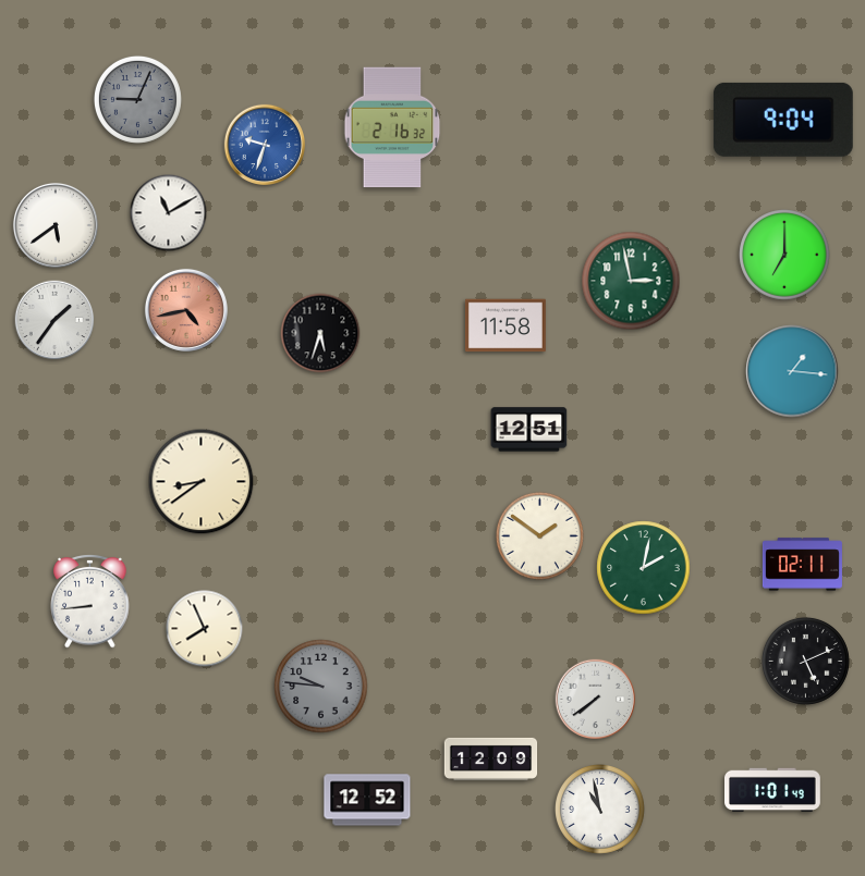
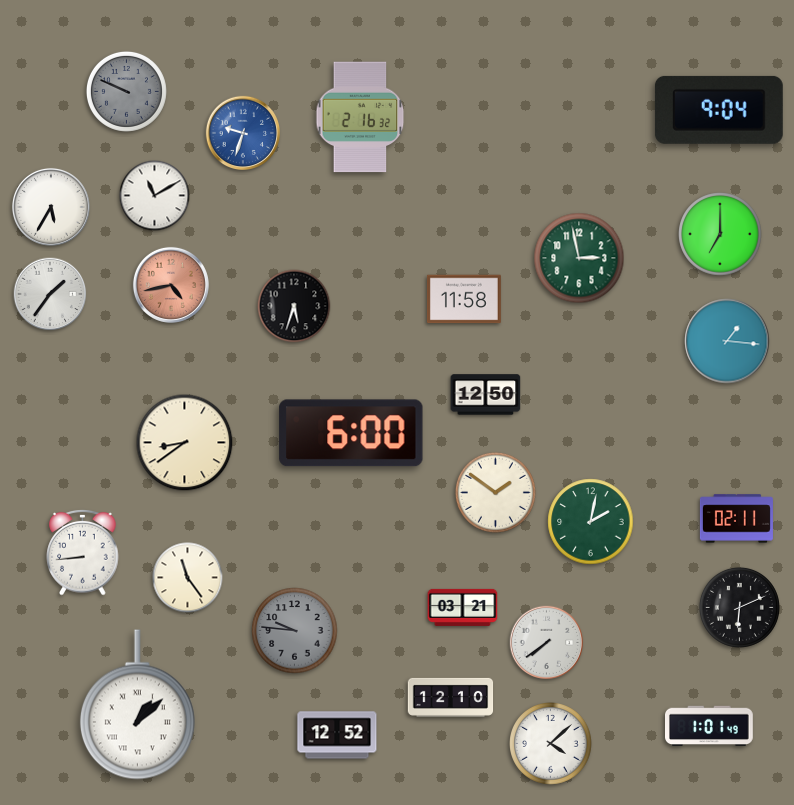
clock at (137, 99): 9:04 -> 9:49
clock at (56, 225): 5:39 -> 5:35
clock at (529, 430): 12:51 -> 12:50
clock at (351, 433): none -> 6:00
clock at (205, 629): 7:56 -> 11:24
clock at (463, 607): none -> 03:21
clock at (805, 661): 5:11 -> 6:11
clock at (491, 758): 12:09 -> 12:10
clock at (137, 705): none -> 1:08
clock at (600, 810): 10:58 -> 4:08
